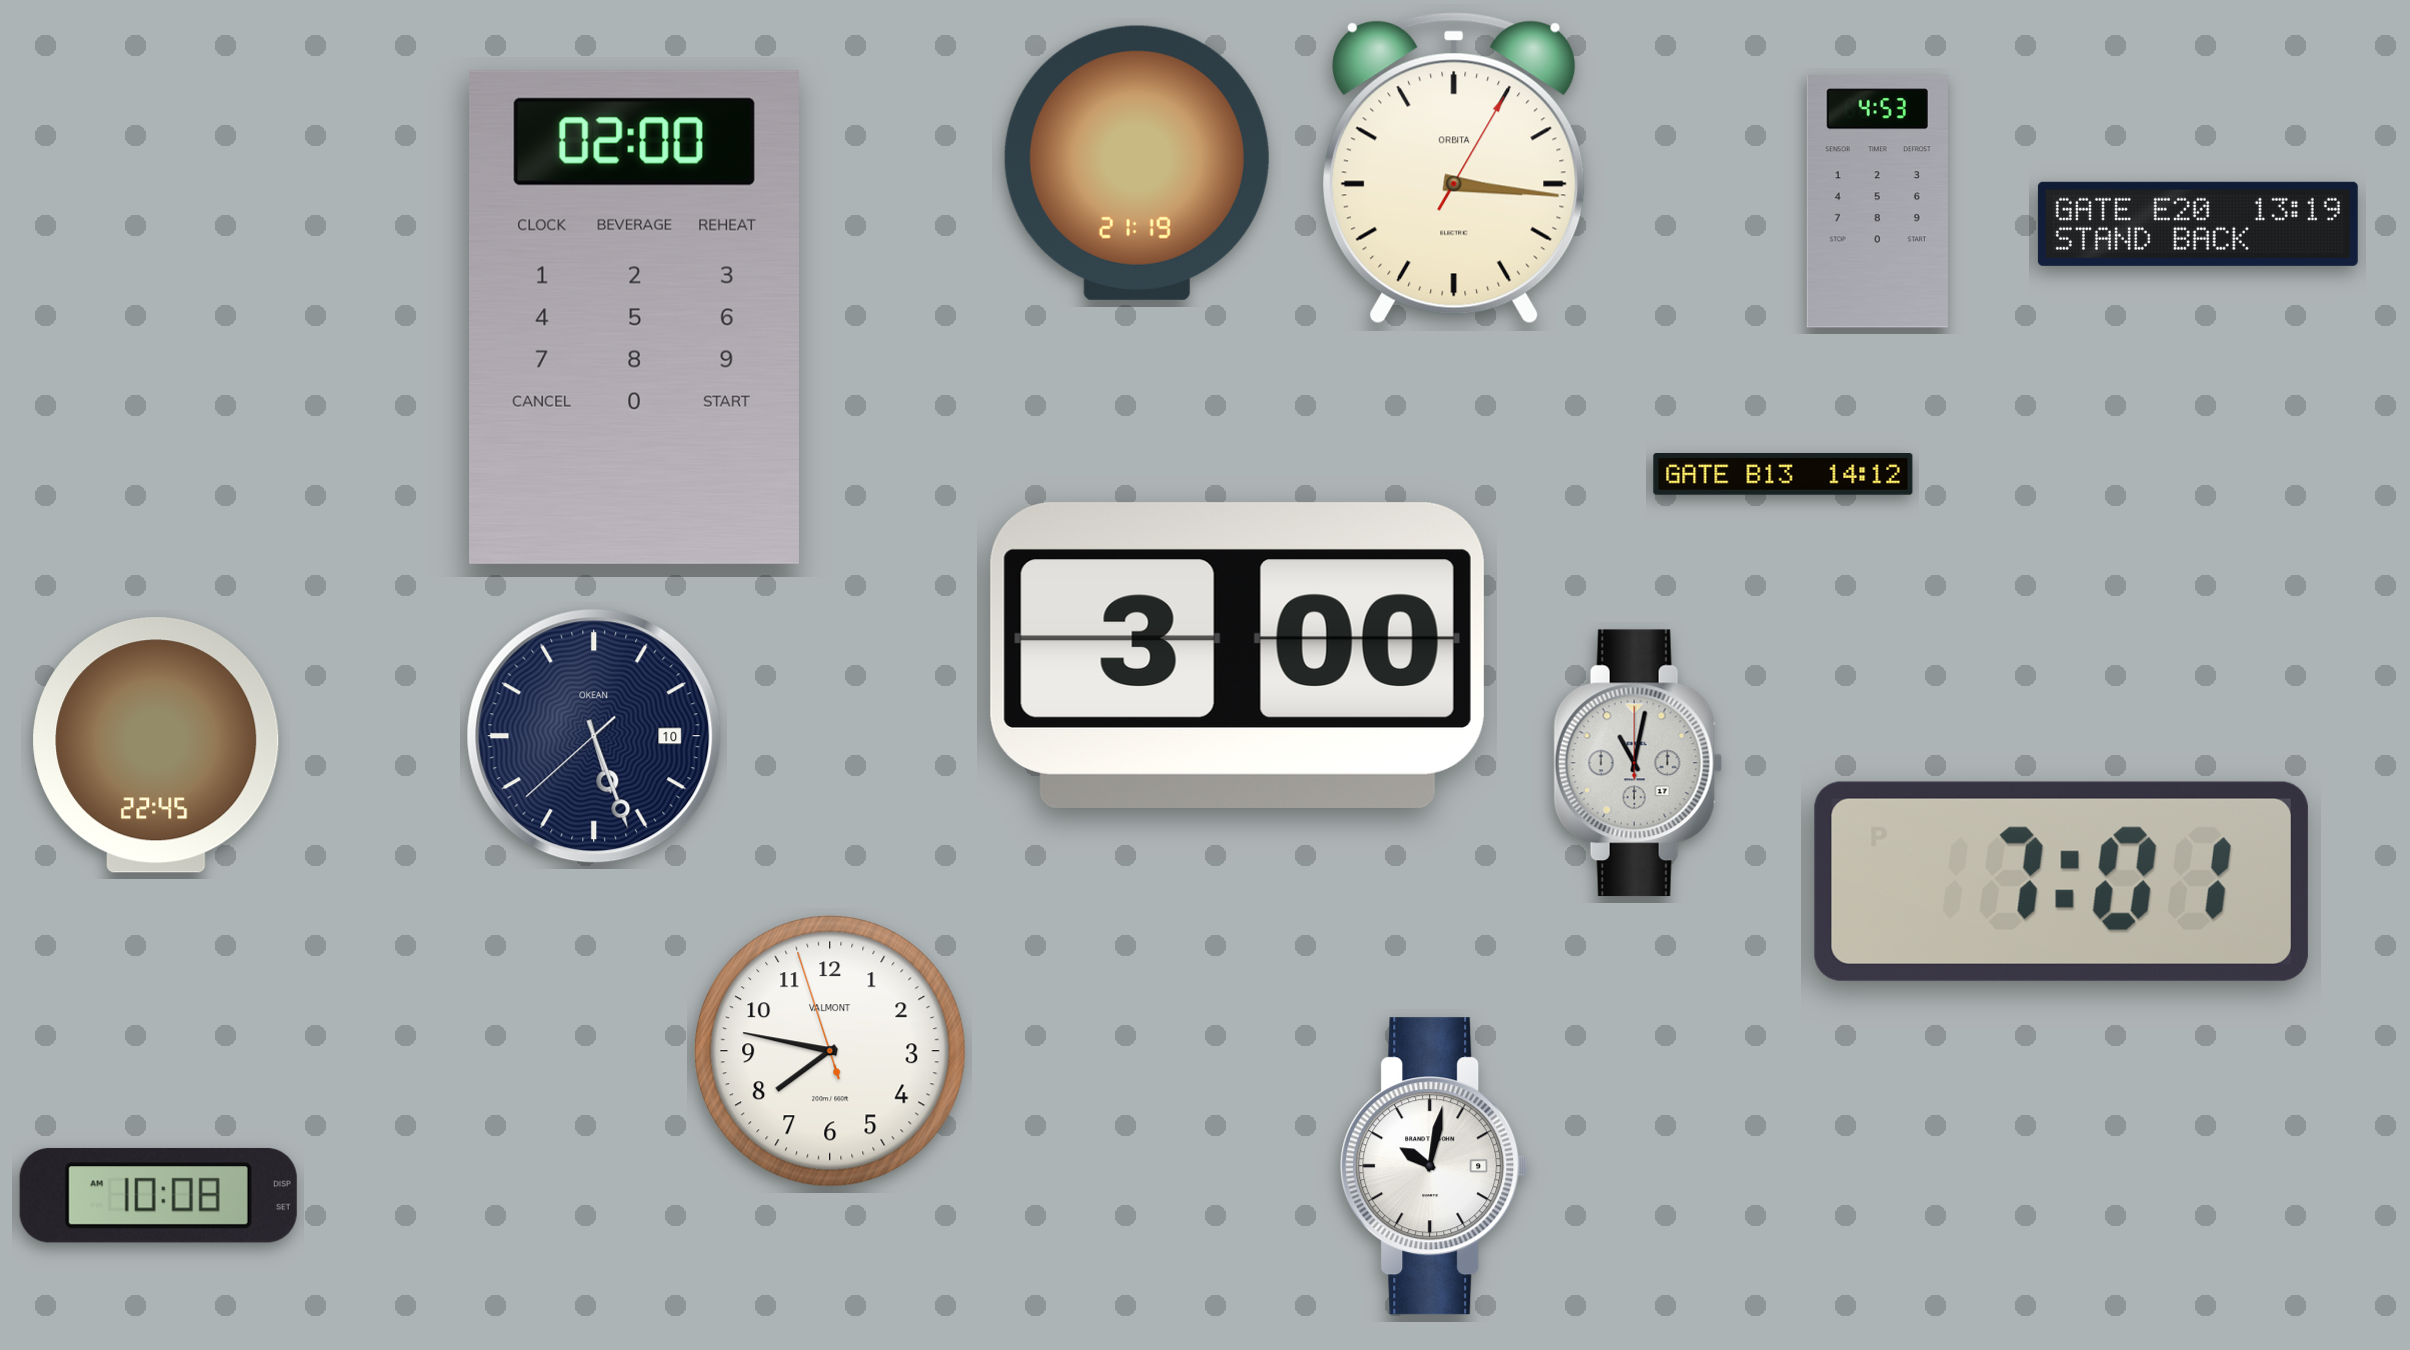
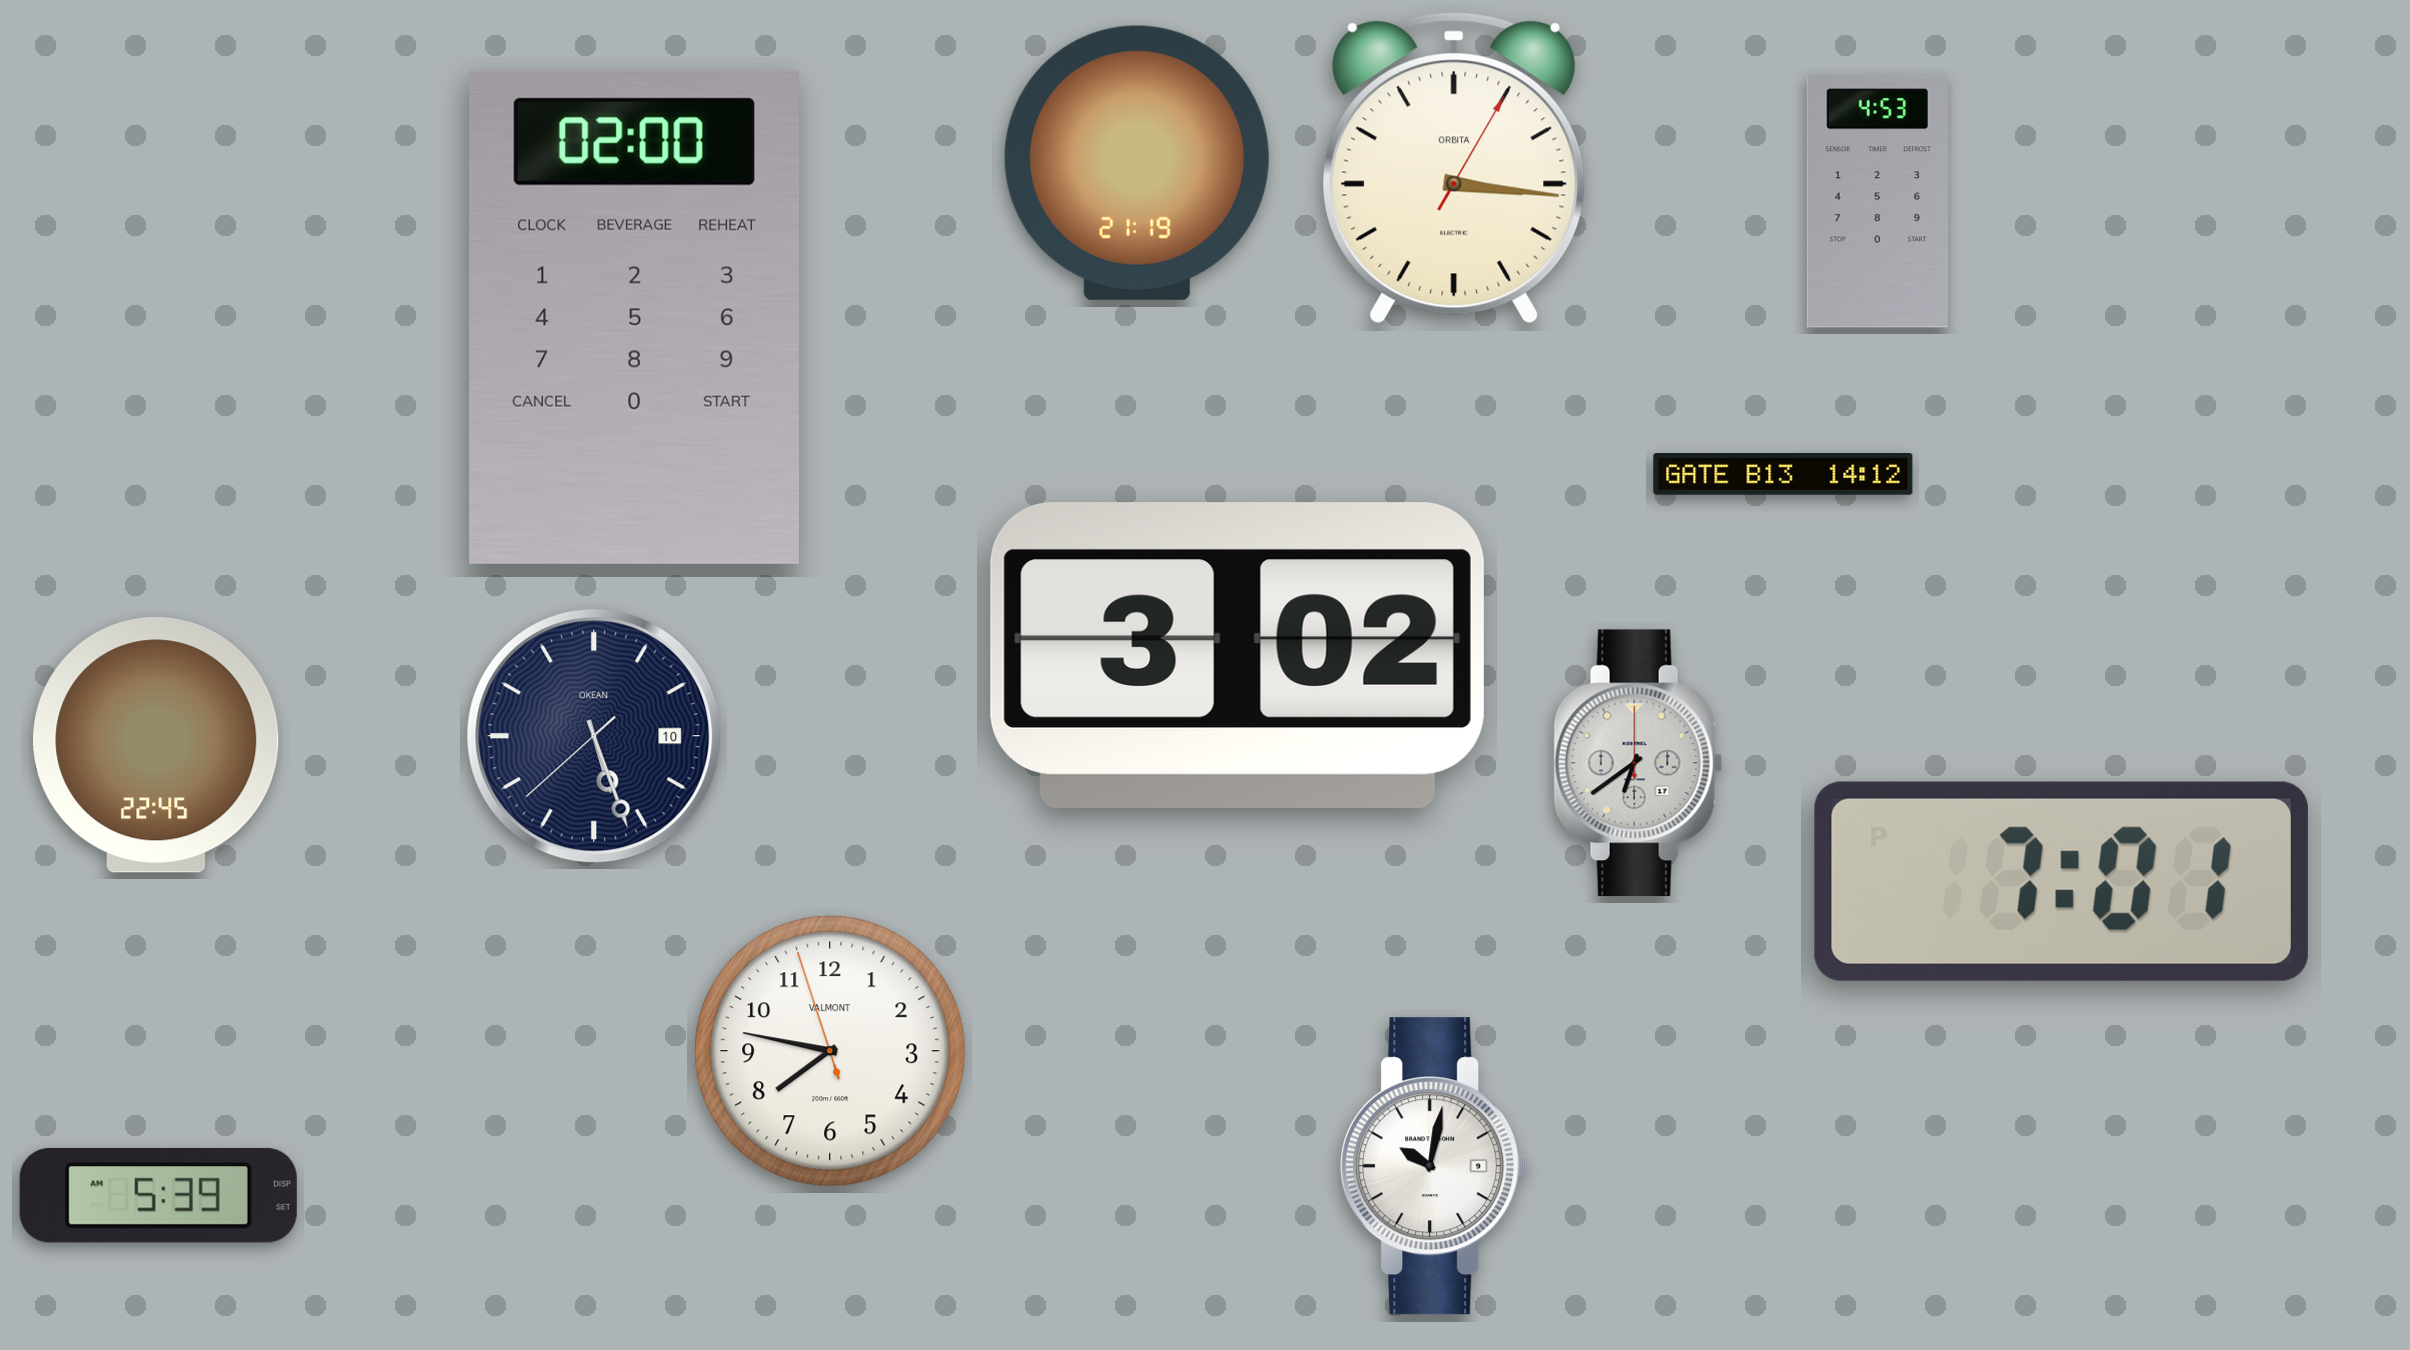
clock at (2198, 224): 13:19 -> none
clock at (1237, 655): 3:00 -> 3:02
clock at (1638, 763): 11:02 -> 6:39
clock at (158, 1195): 10:08 -> 5:39
